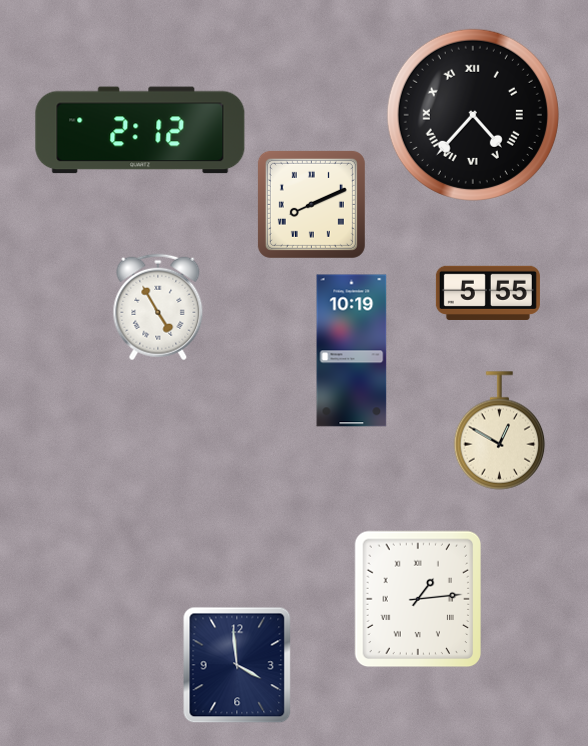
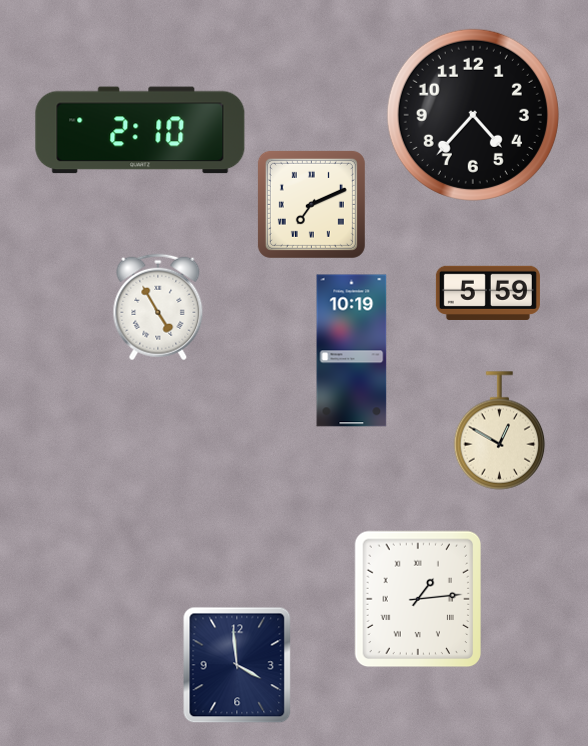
clock at (473, 115) numerals: Roman -> Arabic
clock at (140, 130): 2:12 -> 2:10
clock at (311, 204): 8:11 -> 7:11
clock at (488, 293): 5:55 -> 5:59
